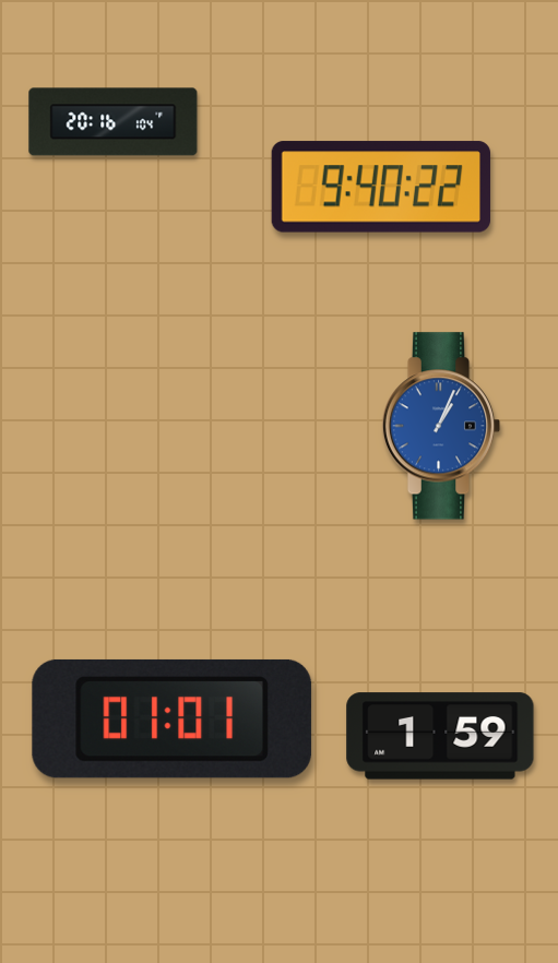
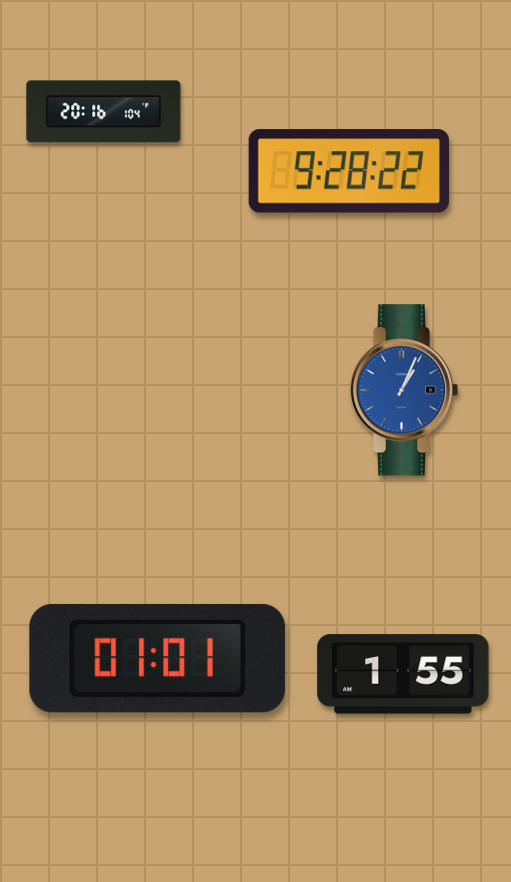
clock at (381, 187): 9:40 -> 9:28
clock at (440, 736): 1:59 -> 1:55
